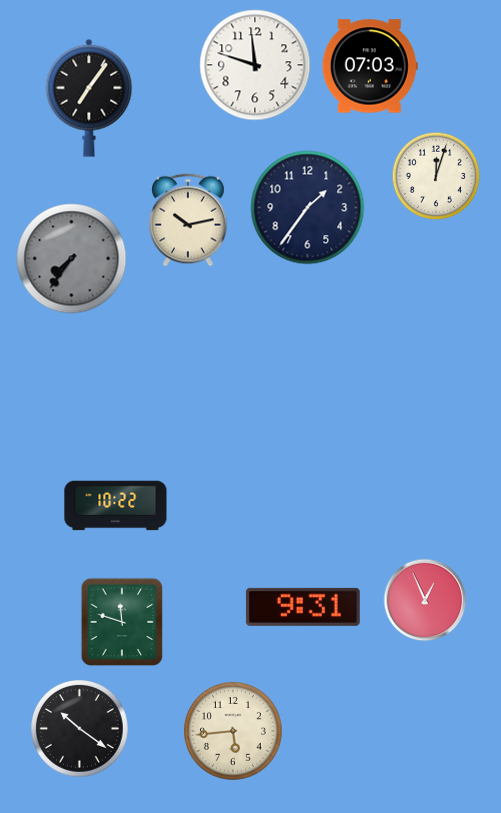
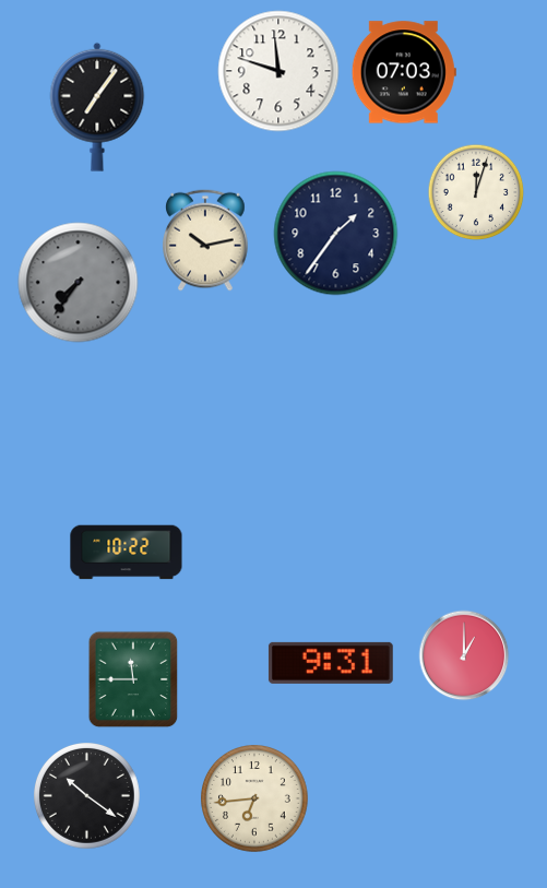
clock at (308, 208) position: (308, 208) -> (336, 234)
clock at (425, 600): 12:56 -> 1:00
clock at (122, 622): 11:48 -> 11:45
clock at (234, 732): 5:44 -> 6:44
